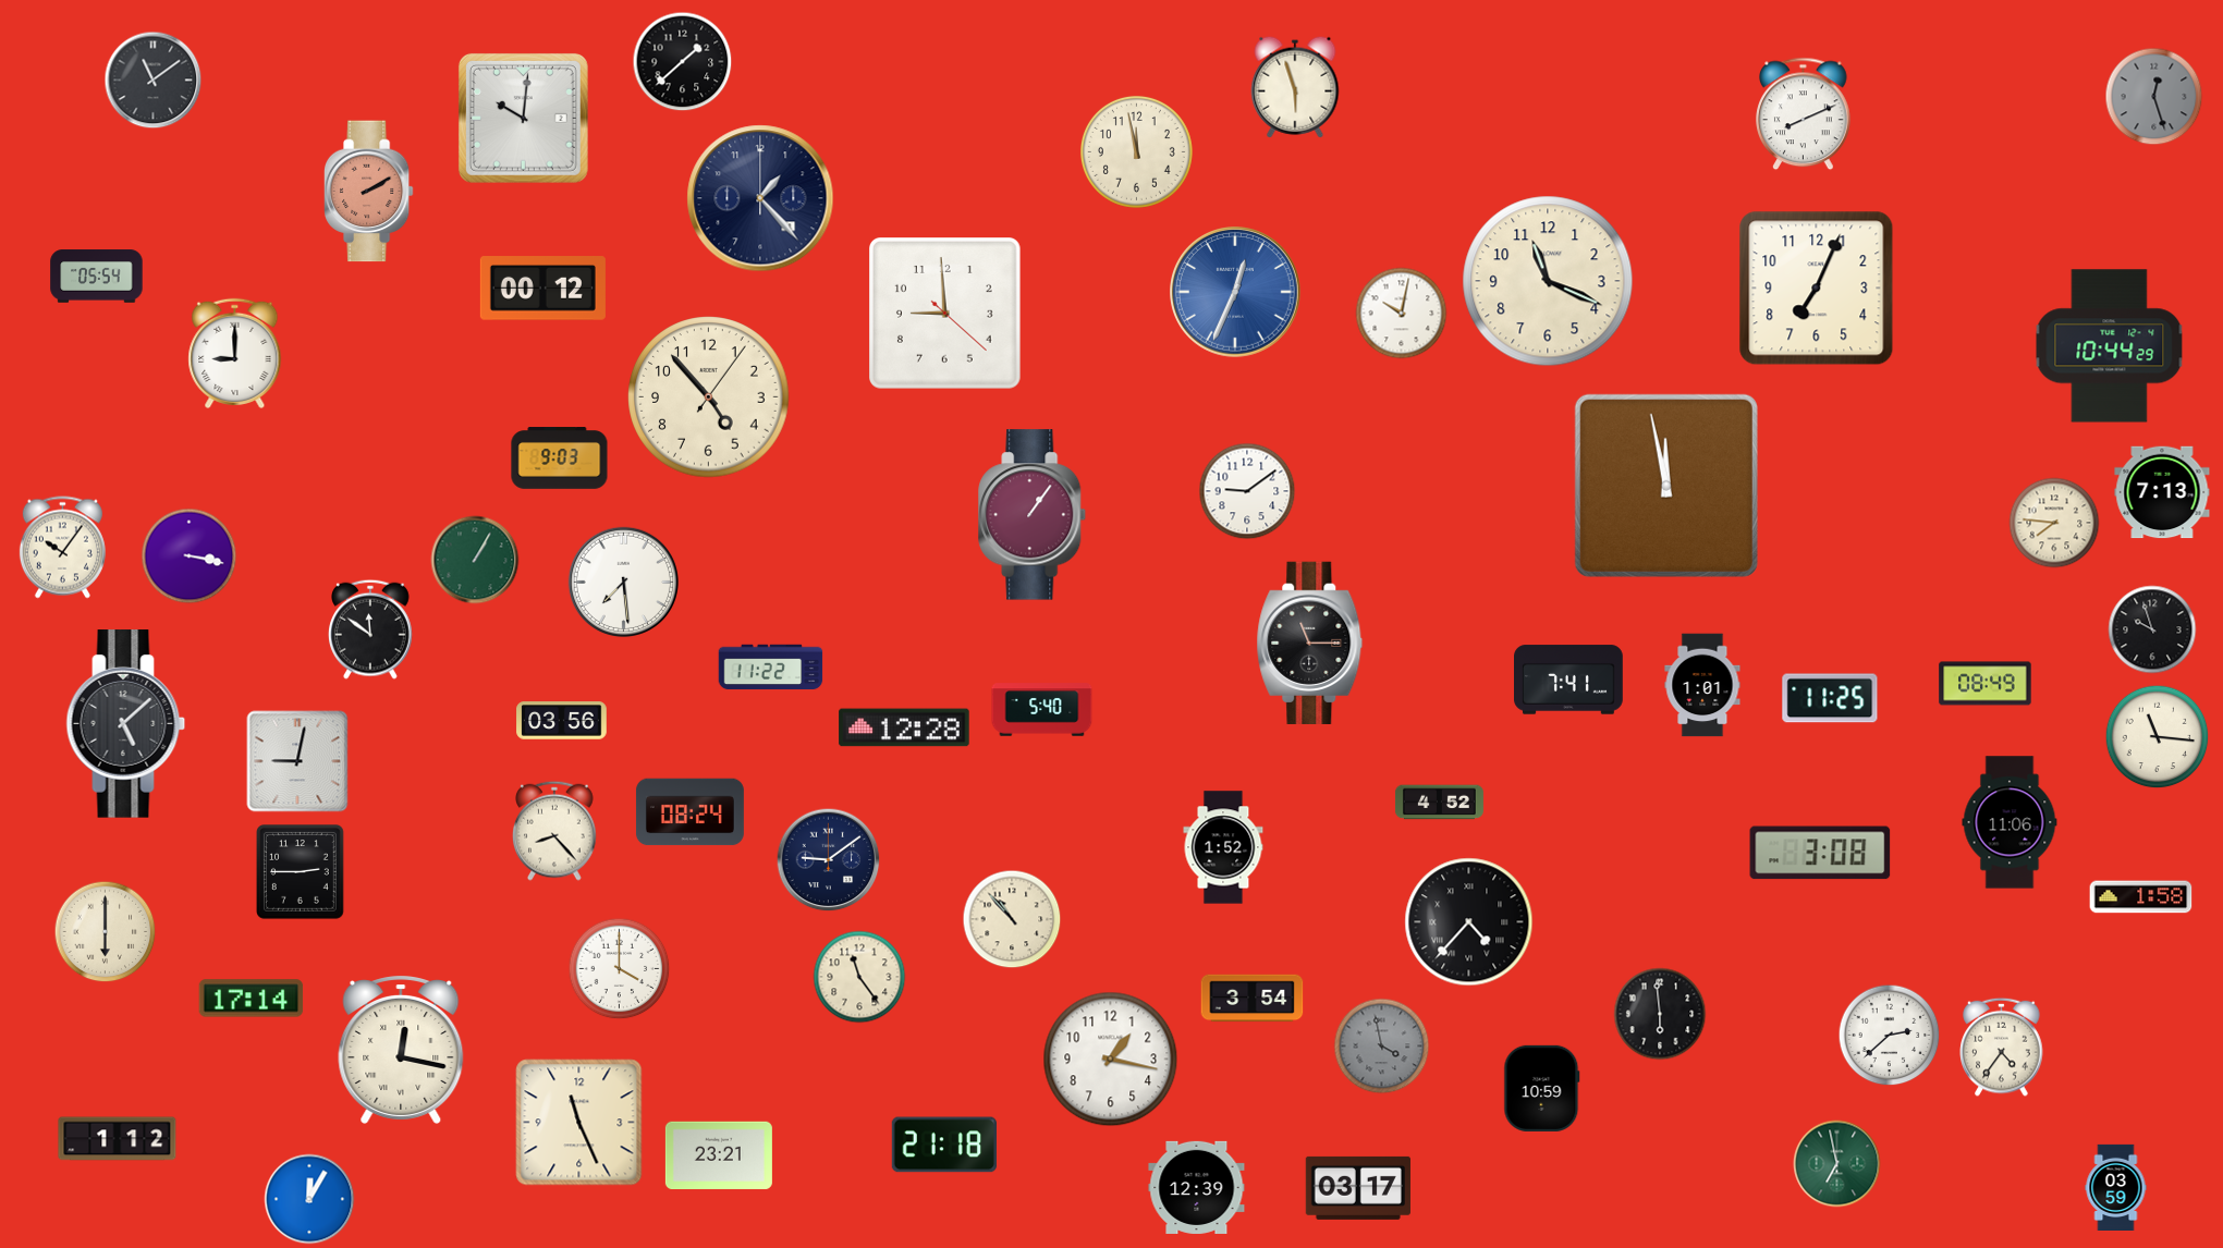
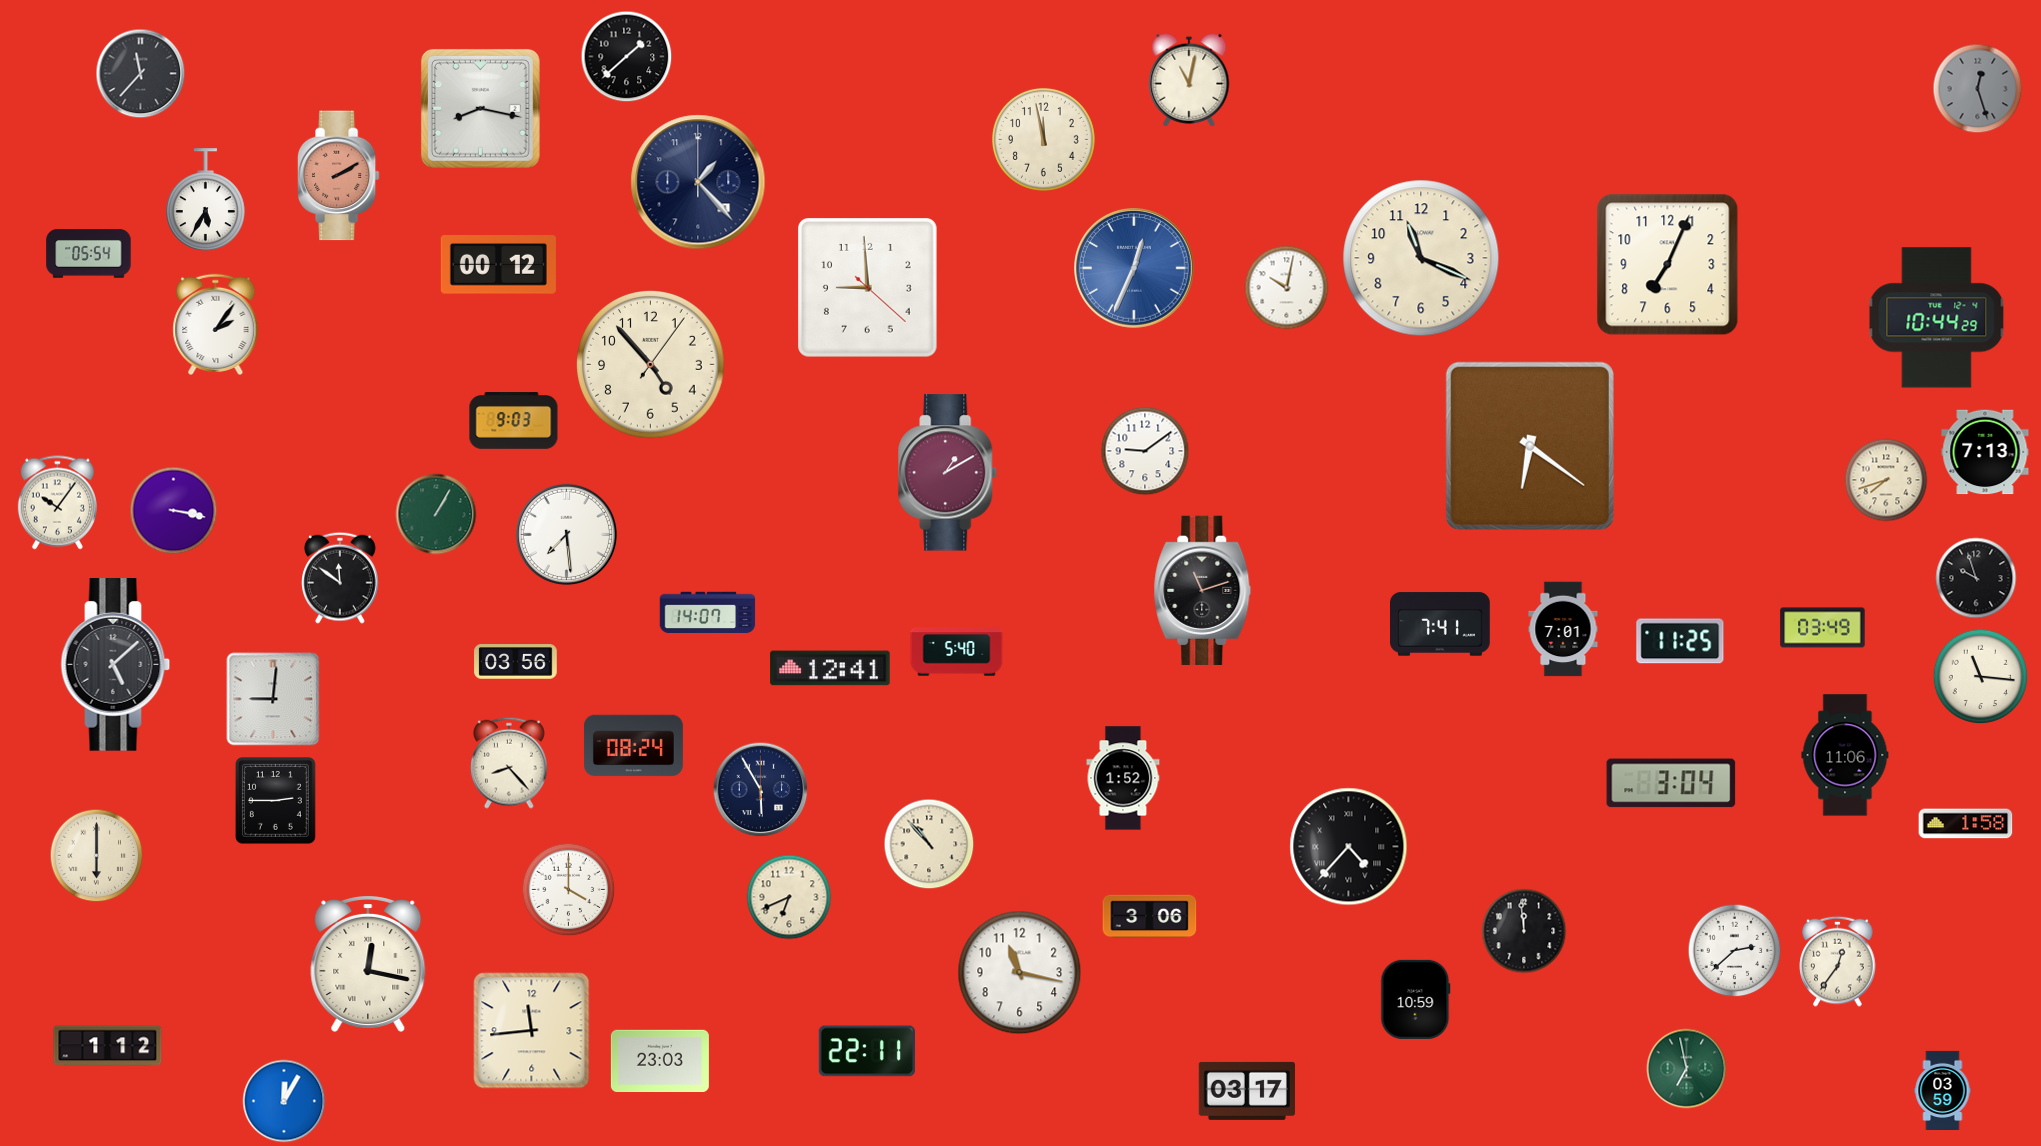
clock at (154, 81): 11:09 -> 11:37
clock at (1295, 87): 5:57 -> 11:02
clock at (1804, 114): 8:11 -> none
clock at (523, 118): 10:01 -> 8:17
clock at (205, 200): none -> 5:35
clock at (235, 353): 9:00 -> 2:06
clock at (1666, 486): 11:58 -> 6:21
clock at (1033, 515): 1:06 -> 1:10
clock at (2054, 523): 7:46 -> 7:42
clock at (623, 582) position: (623, 582) -> (566, 534)
clock at (1310, 643): 11:15 -> 11:12
clock at (771, 668): 11:22 -> 14:07
clock at (1986, 684): 08:49 -> 03:49
clock at (1702, 685): 1:01 -> 7:01
clock at (904, 727): 12:28 -> 12:41
clock at (297, 761): 9:02 -> 9:01
clock at (1439, 803): 4:52 -> none
clock at (1820, 853): 3:08 -> 3:04
clock at (829, 860): 9:09 -> 5:55
clock at (859, 977): 11:24 -> 6:41
clock at (252, 999): 17:14 -> none
clock at (1253, 999): 3:54 -> 3:06
clock at (1660, 1014): 5:59 -> 11:59
clock at (1382, 1047): 3:58 -> none
clock at (2002, 1047): 4:36 -> 12:36
clock at (1111, 1060): 1:17 -> 11:17
clock at (579, 1123): 11:26 -> 11:44
clock at (944, 1145): 21:18 -> 22:11
clock at (719, 1154): 23:21 -> 23:03
clock at (1197, 1187): 12:39 -> none
